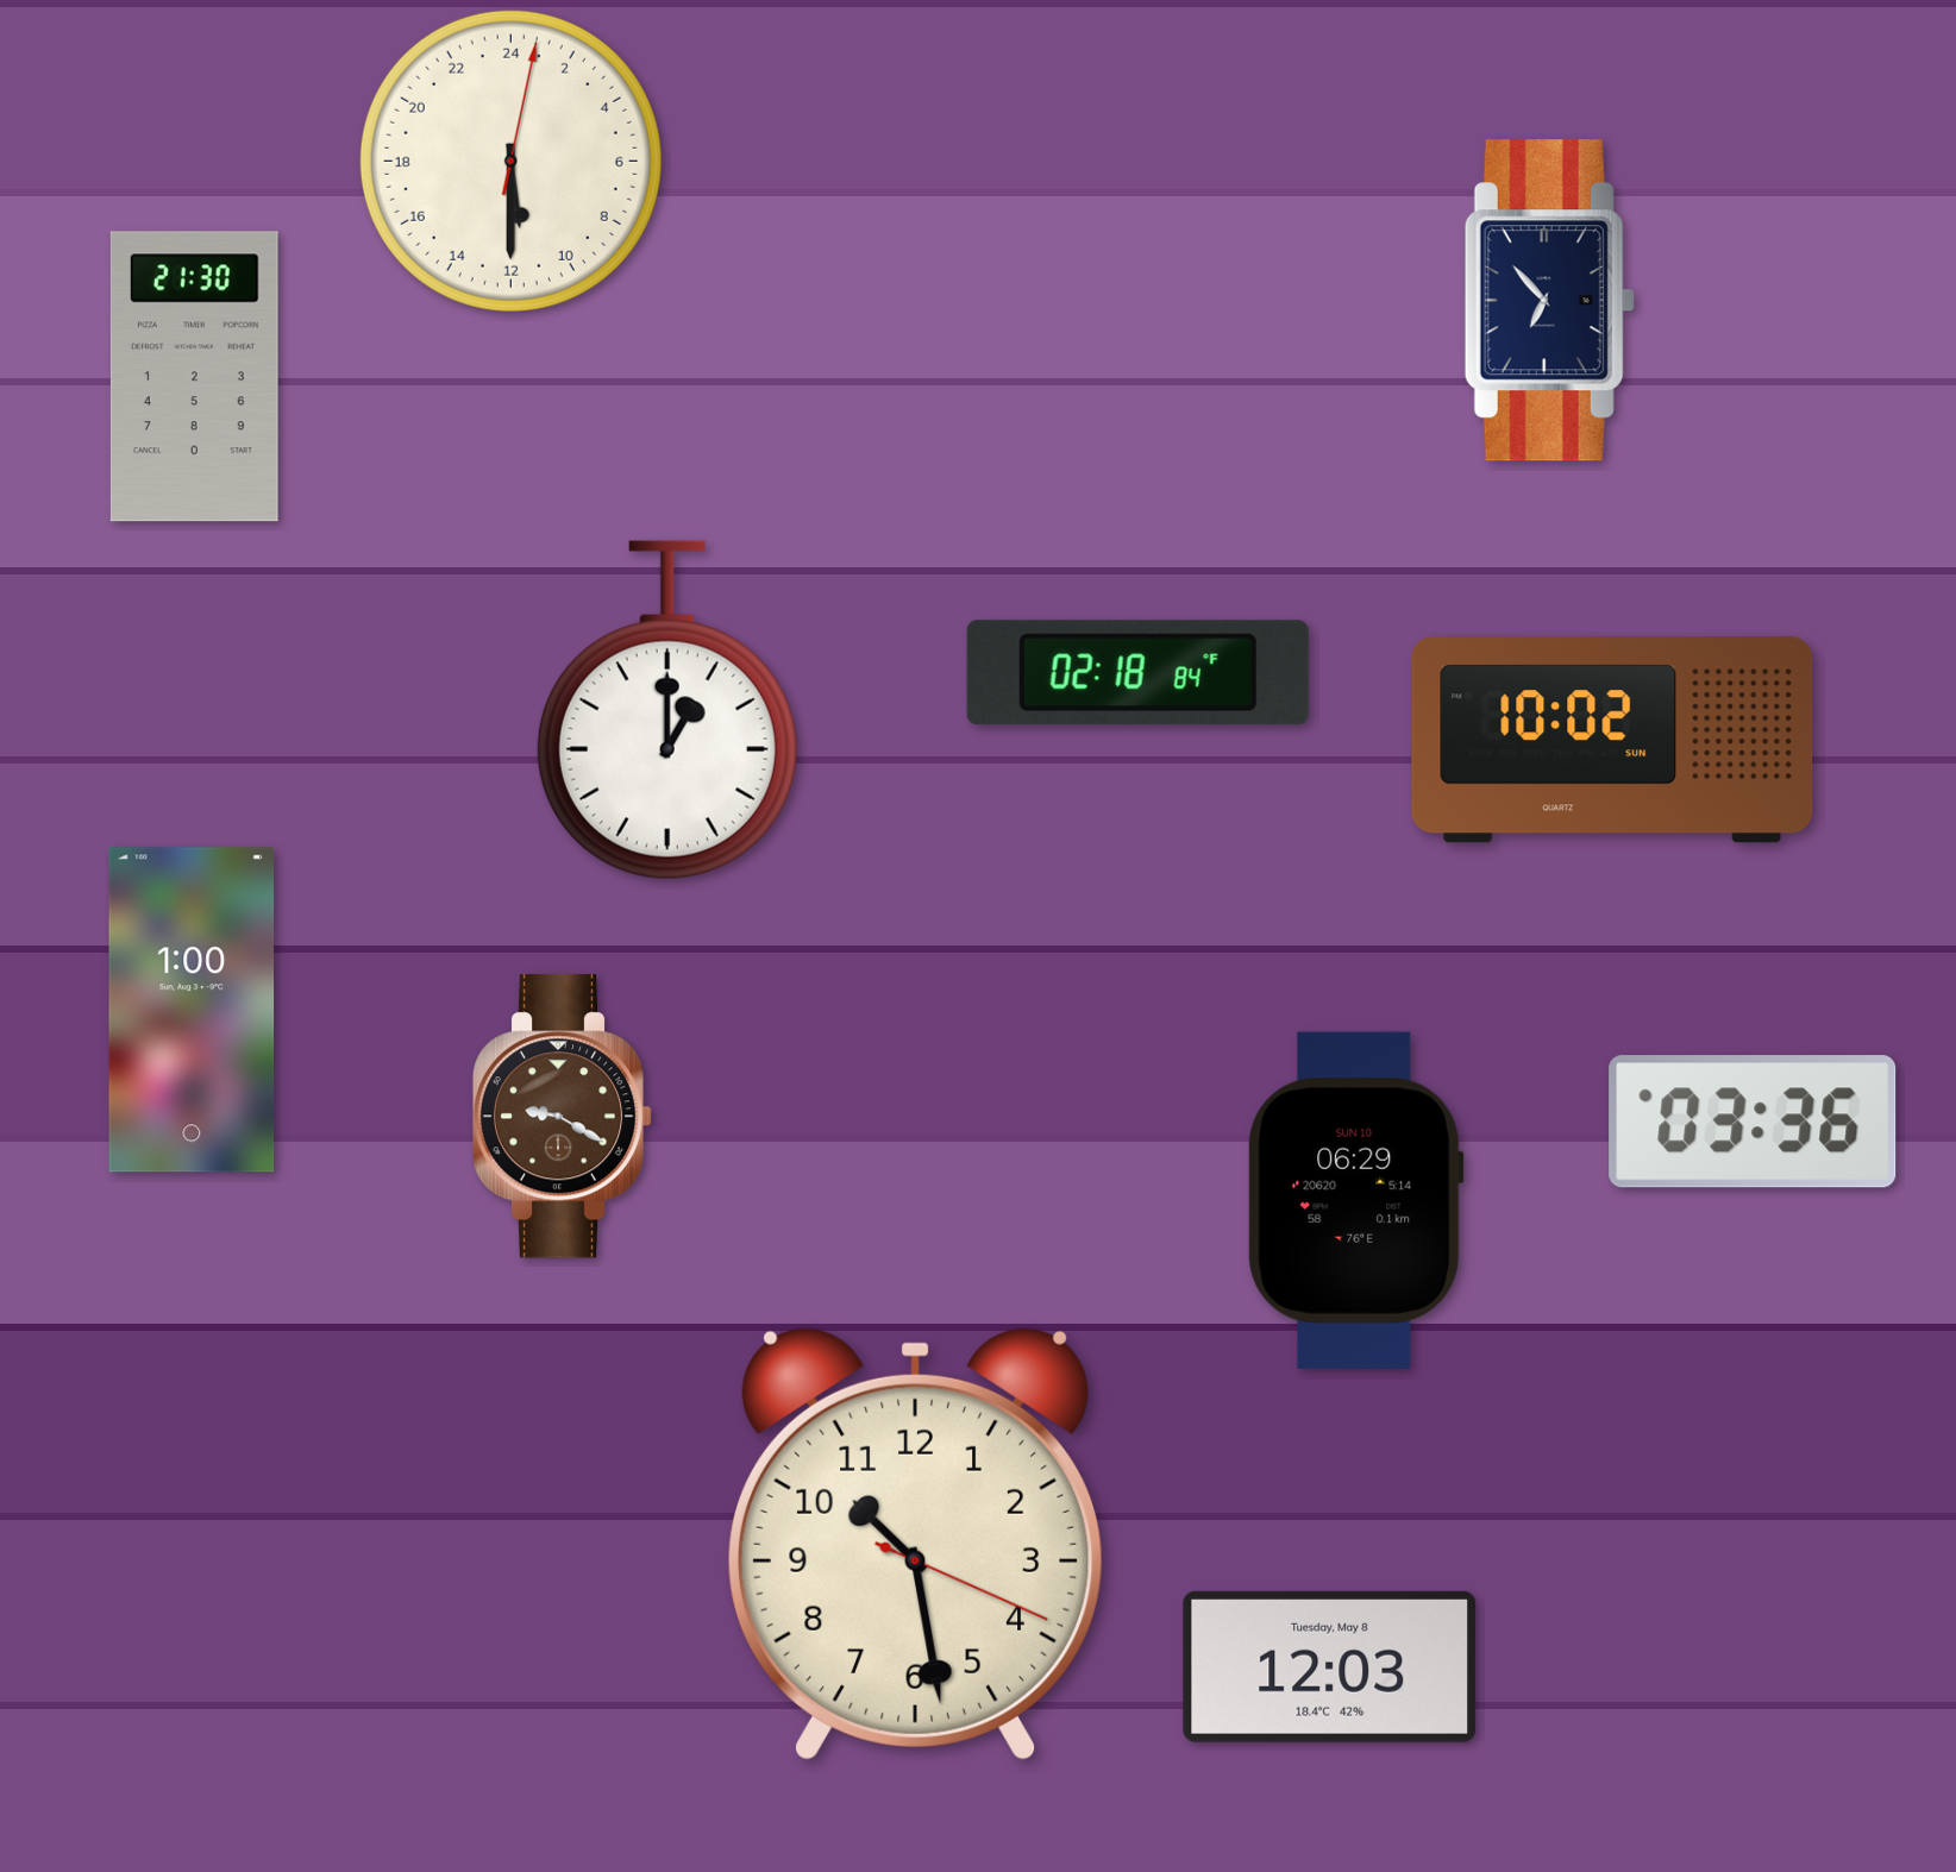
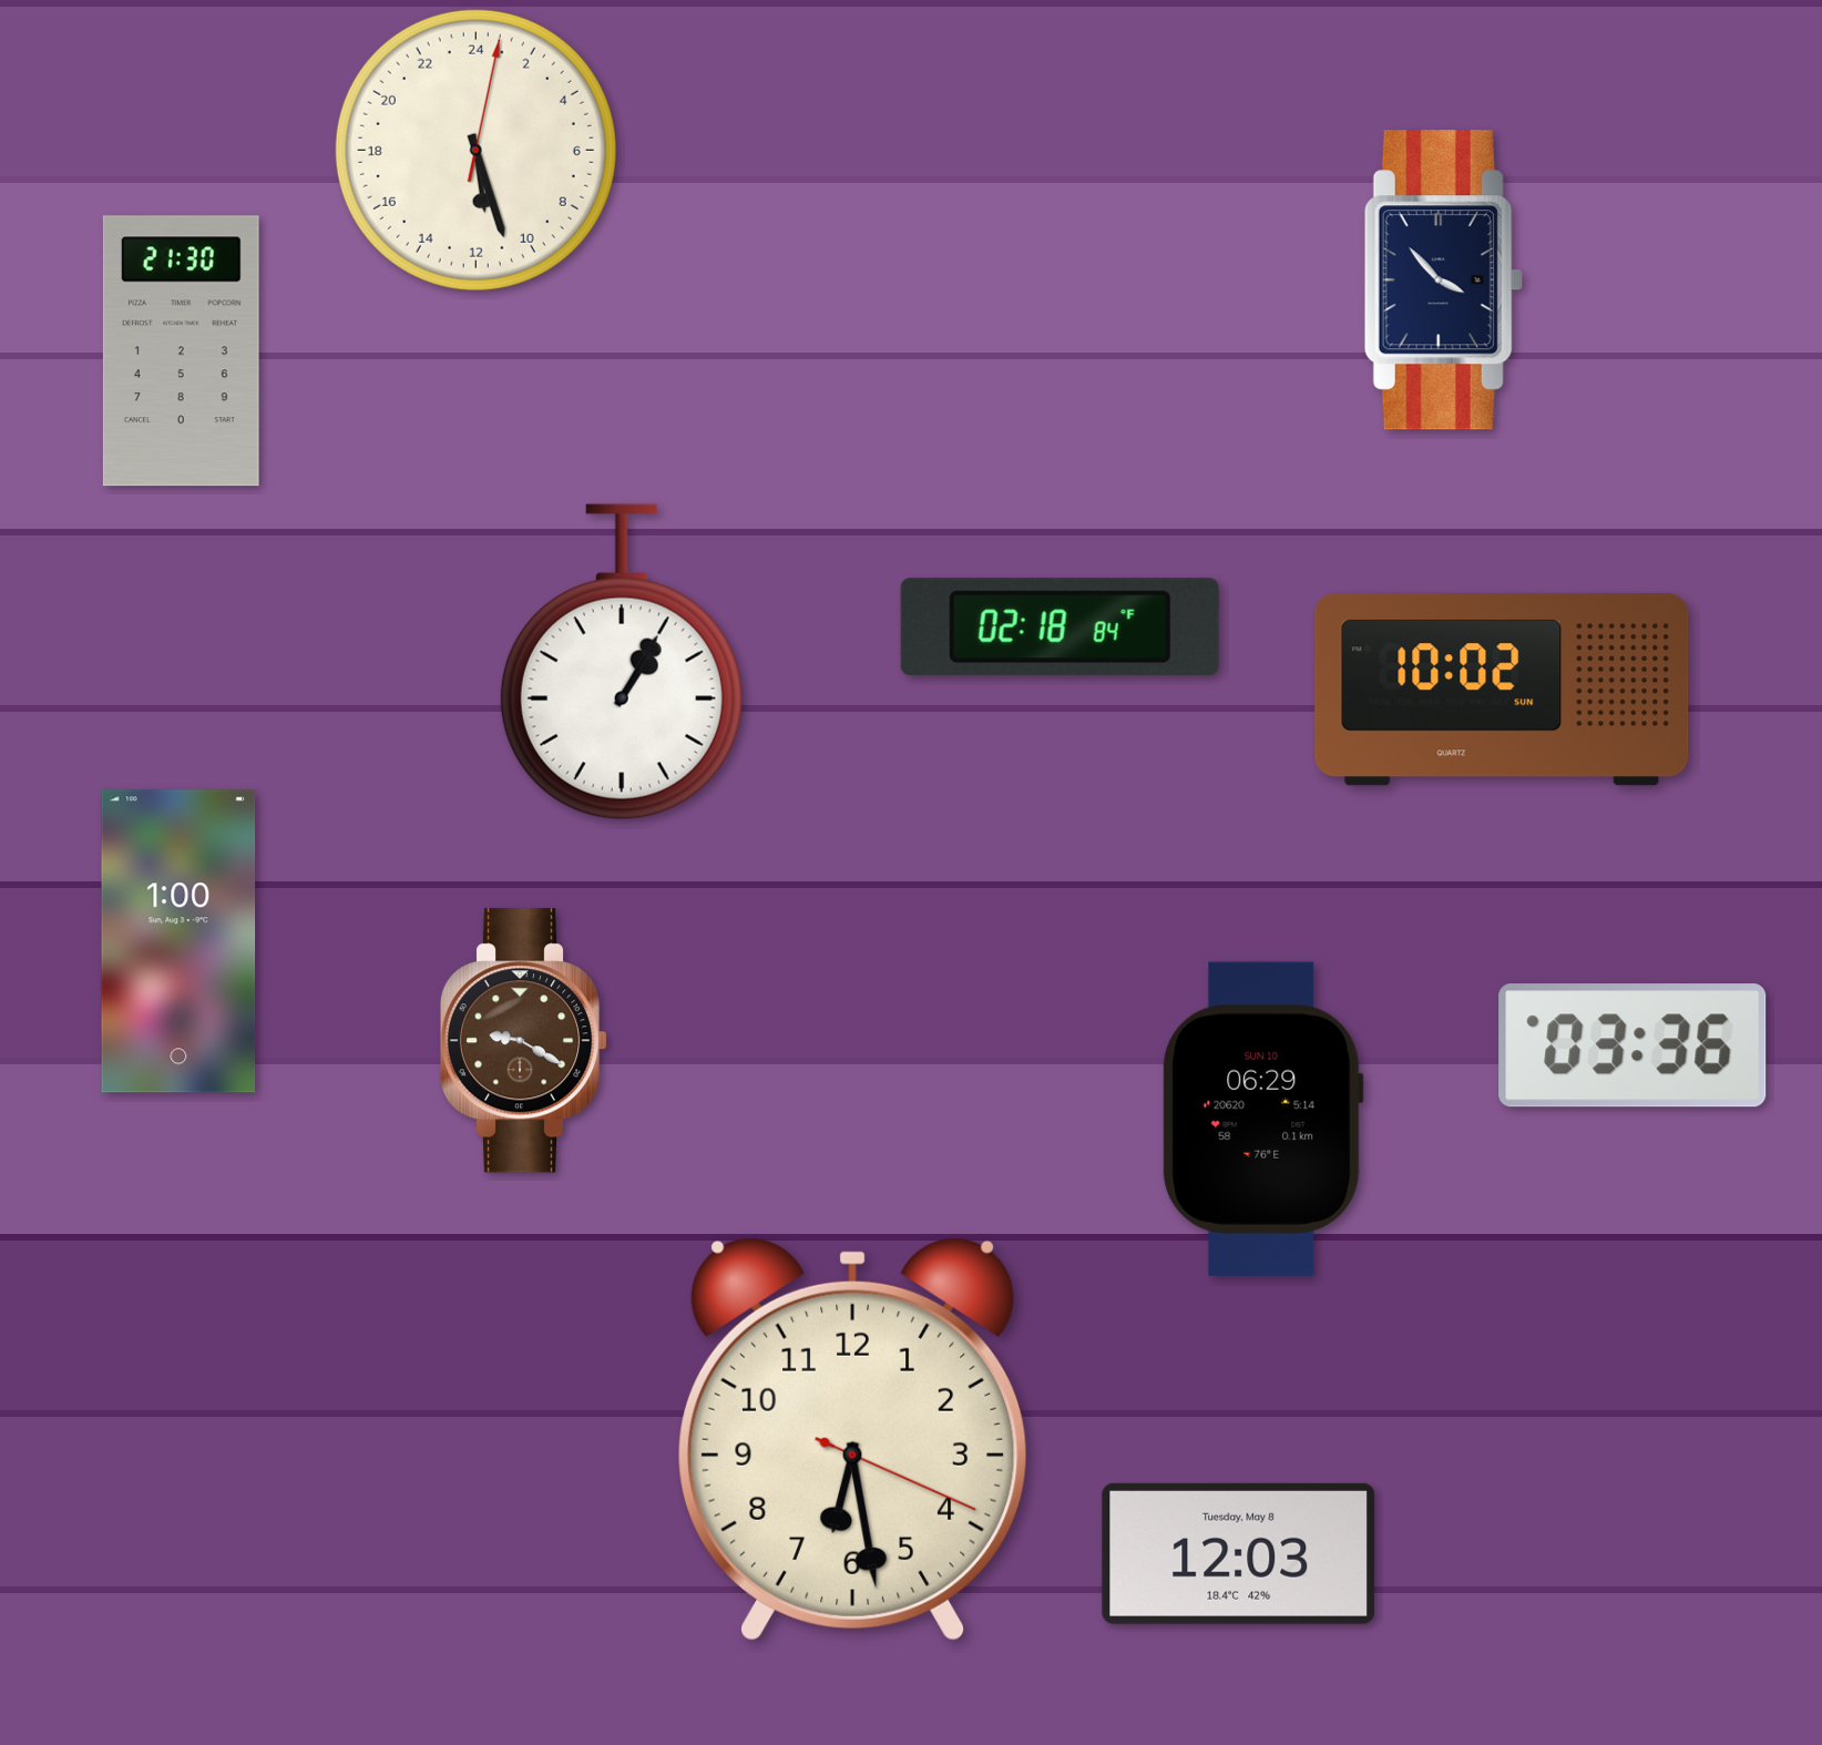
clock at (510, 161): 11:30 -> 11:27
clock at (1549, 301): 6:53 -> 3:53
clock at (667, 710): 1:00 -> 1:05
clock at (916, 1544): 10:28 -> 6:28
